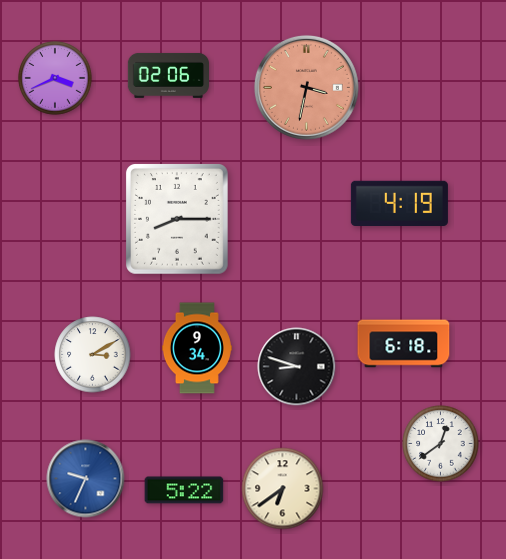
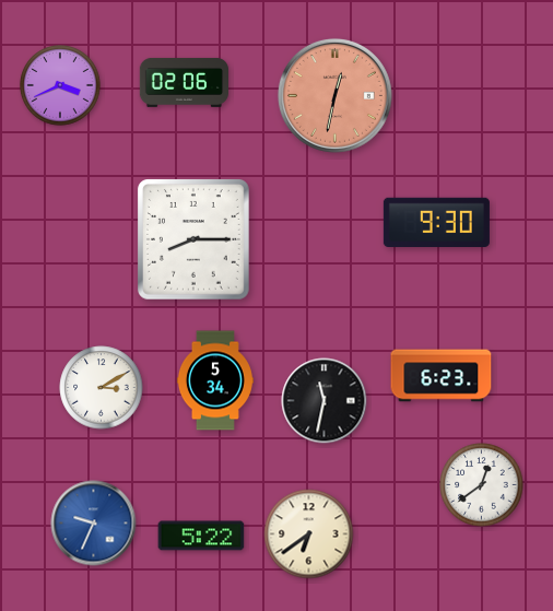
clock at (306, 87): 3:32 -> 12:32
clock at (399, 203): 4:19 -> 9:30
clock at (404, 344): 6:18 -> 6:23
clock at (197, 348): 9:34 -> 5:34
clock at (297, 367): 8:48 -> 11:32
